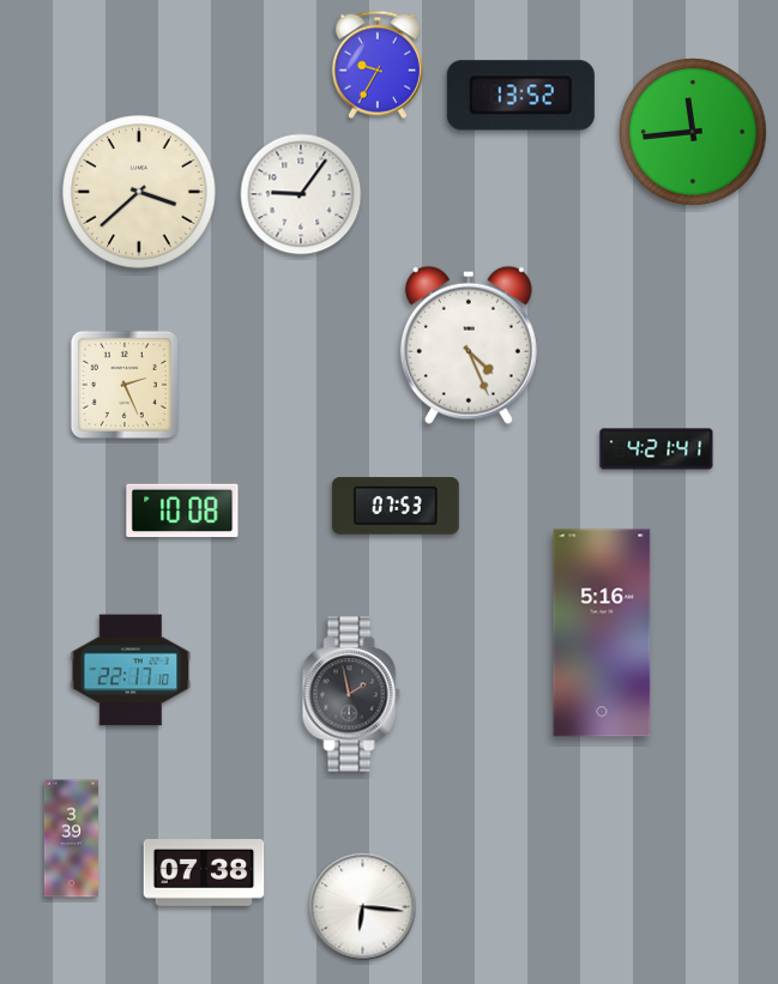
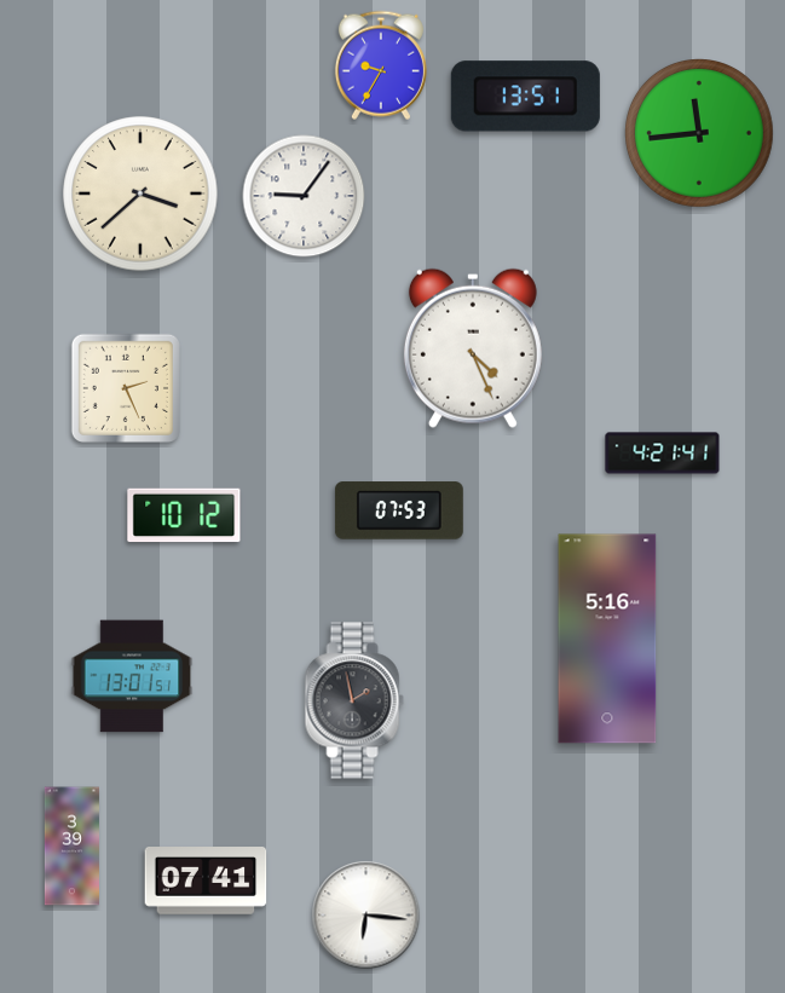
clock at (520, 96): 13:52 -> 13:51
clock at (182, 511): 10:08 -> 10:12
clock at (131, 670): 22:17 -> 13:01
clock at (204, 873): 07:38 -> 07:41
